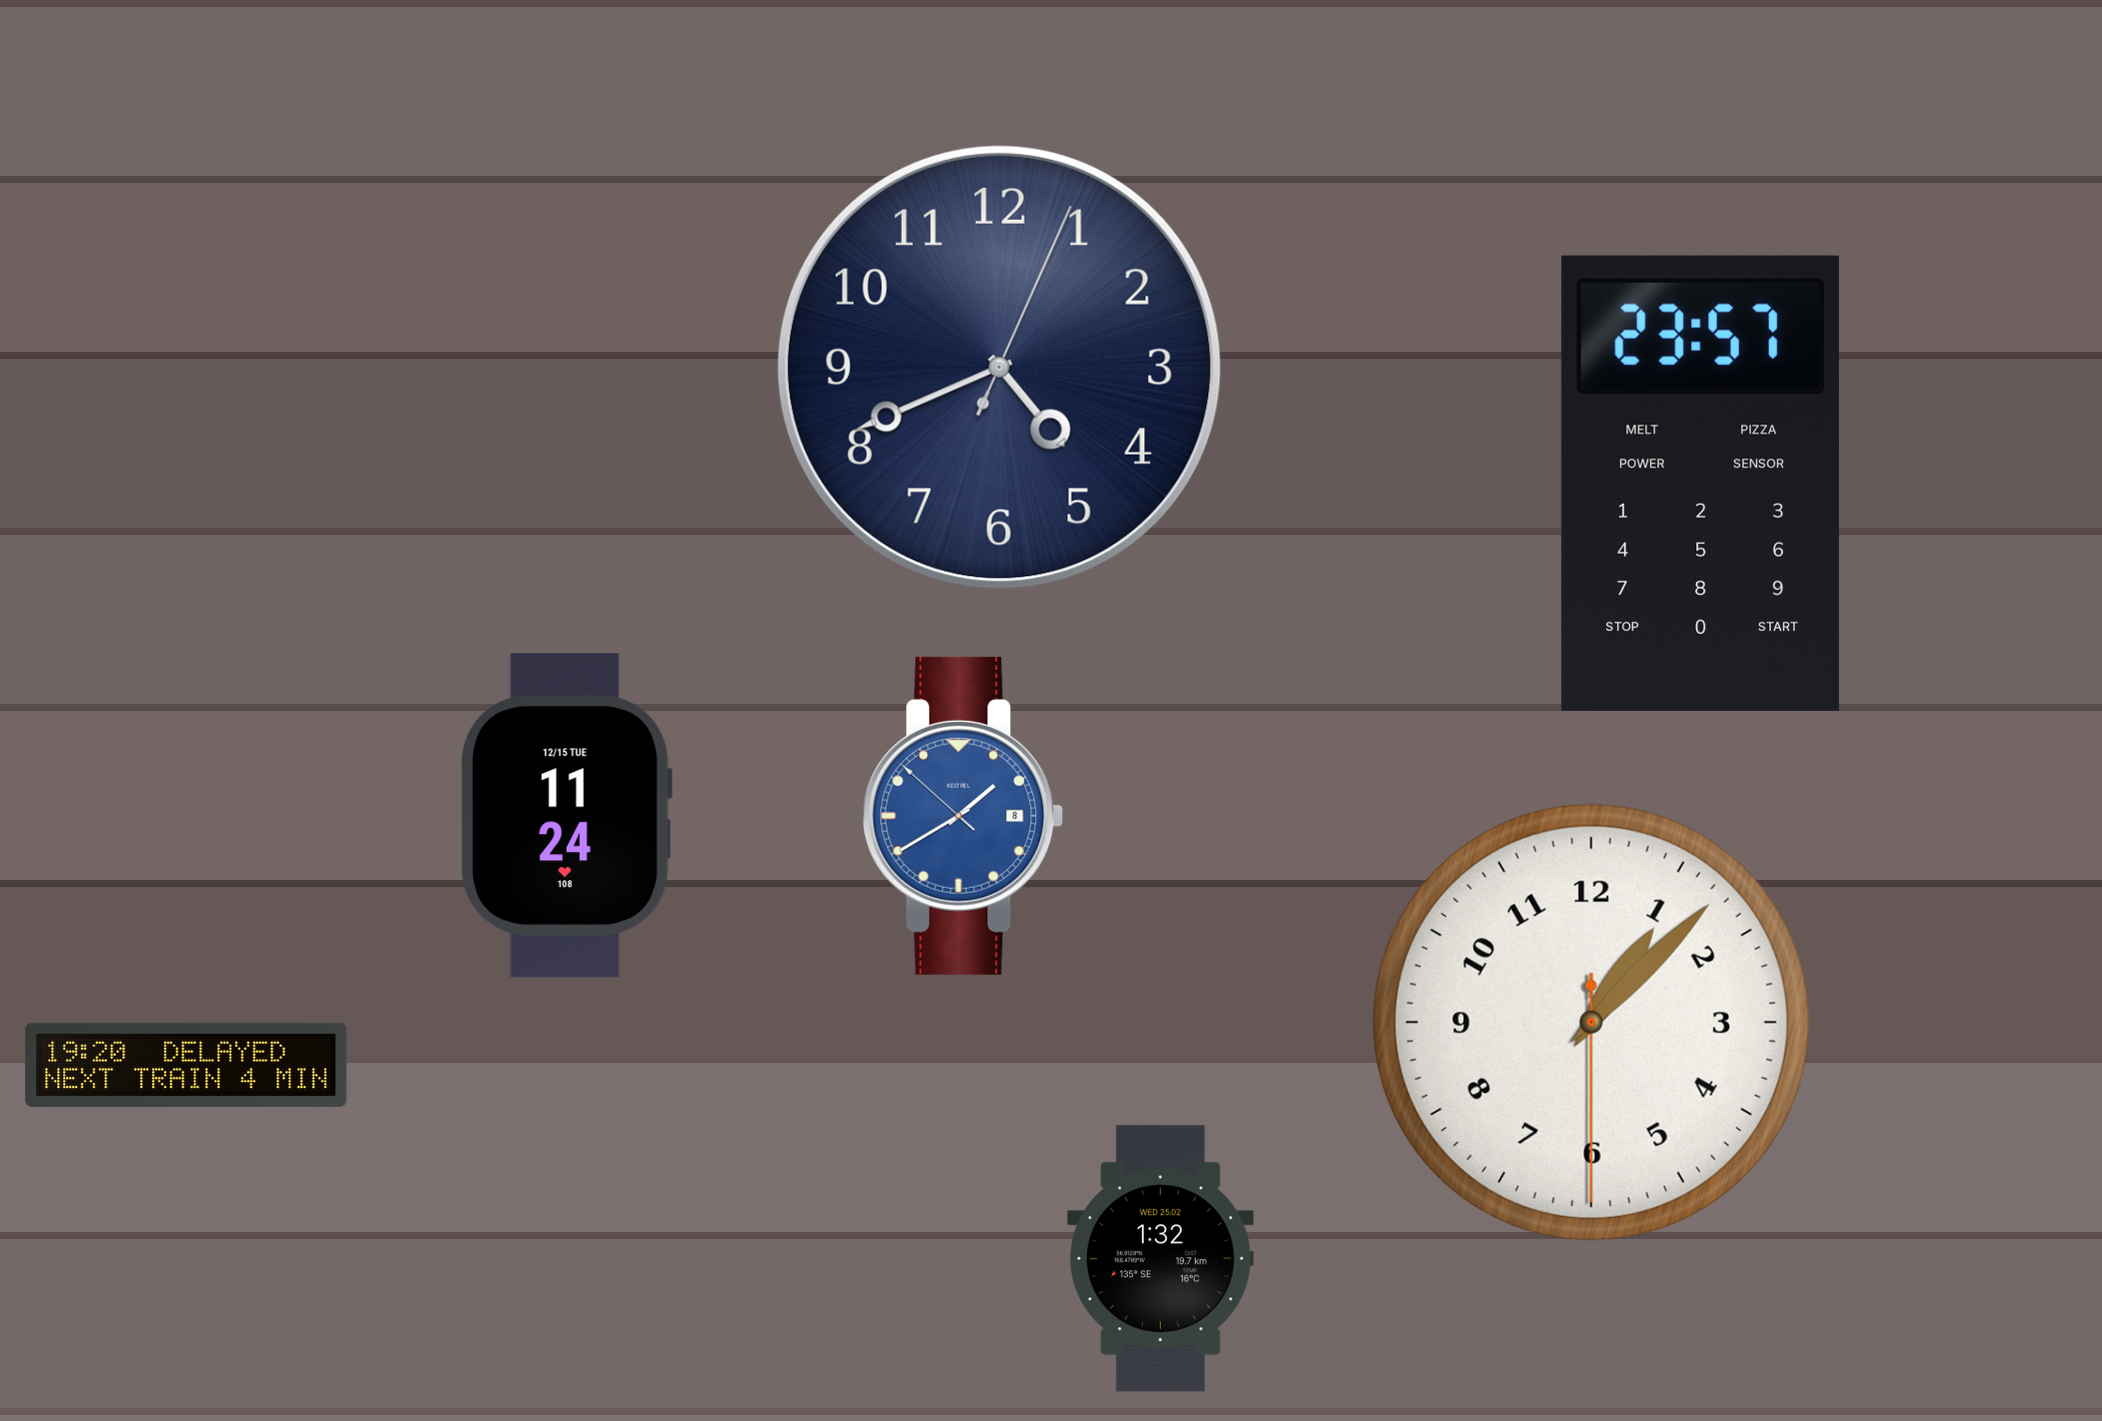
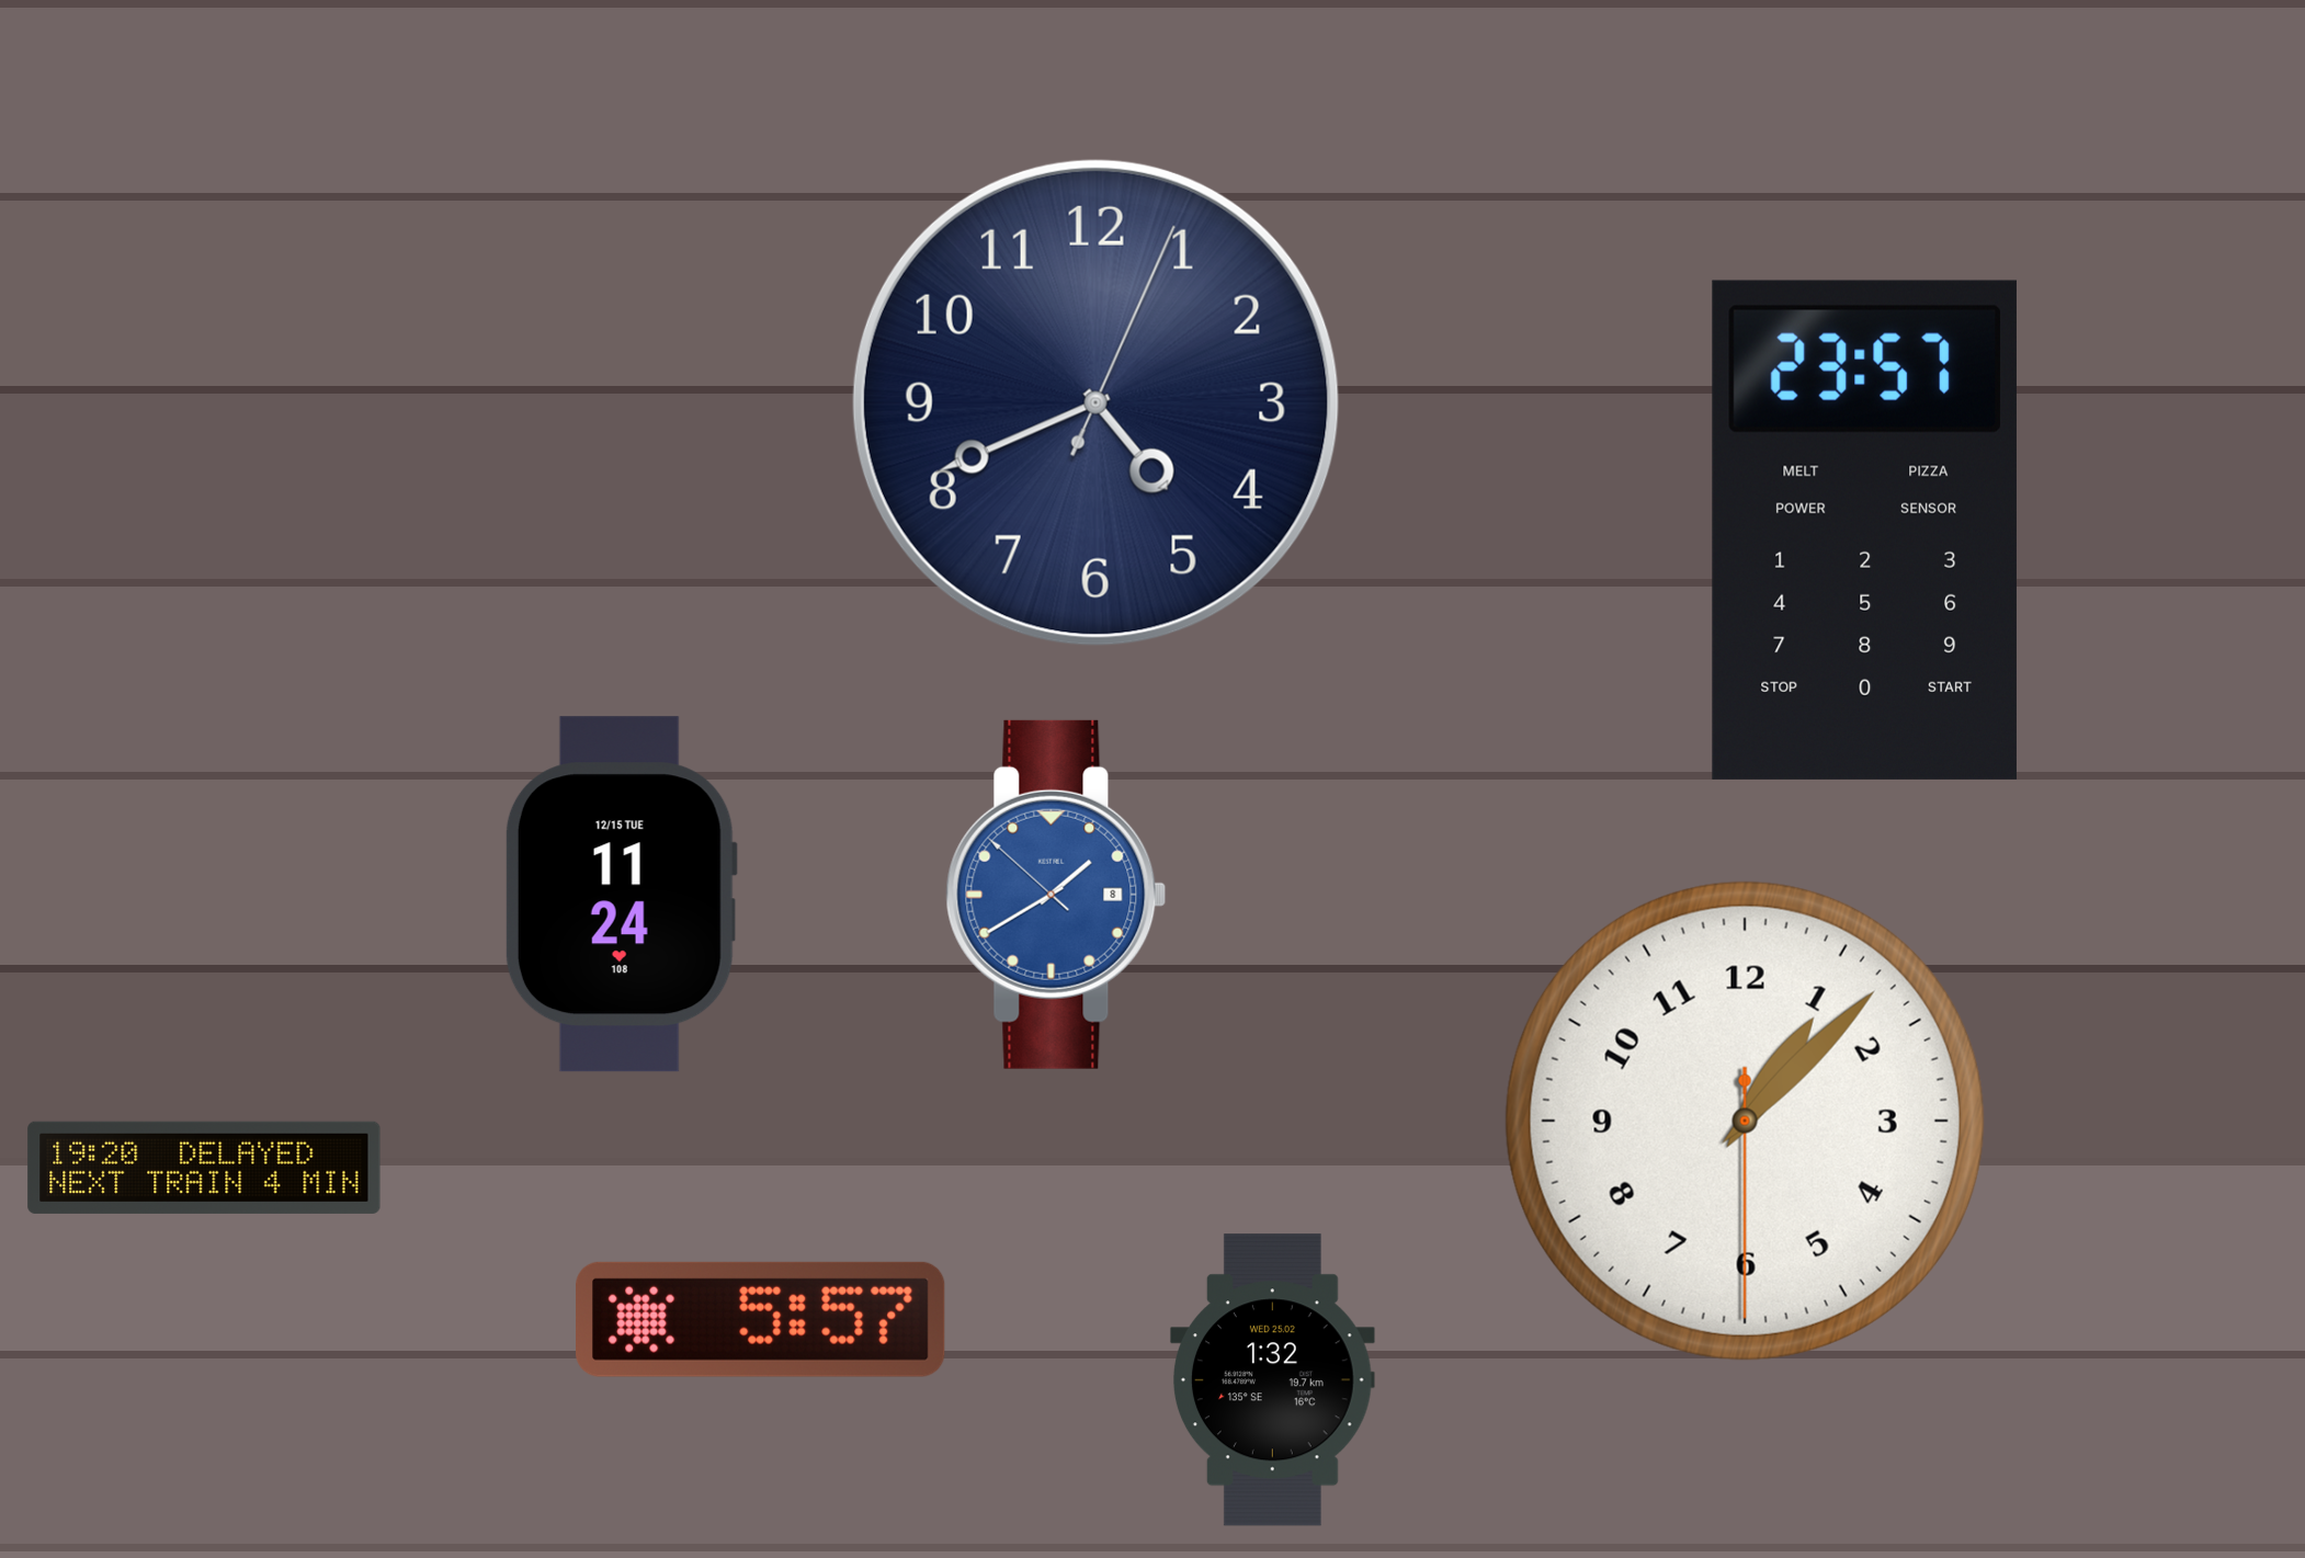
clock at (761, 1319): none -> 5:57
